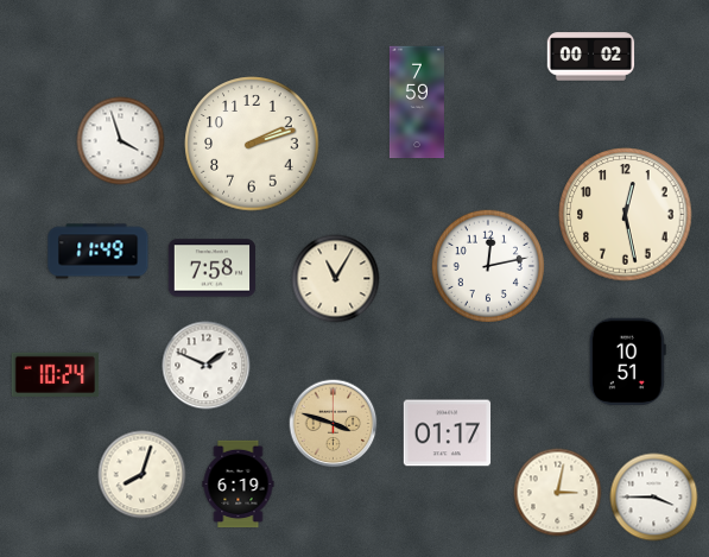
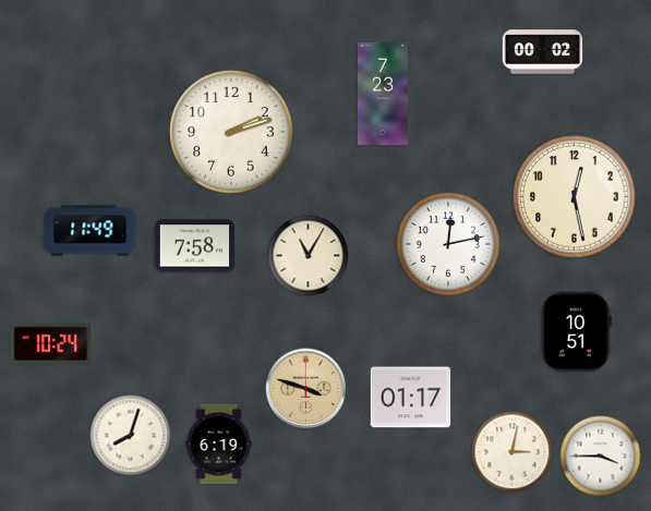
clock at (417, 102): 7:59 -> 7:23
clock at (121, 141): 3:57 -> none
clock at (207, 366): 1:49 -> none
